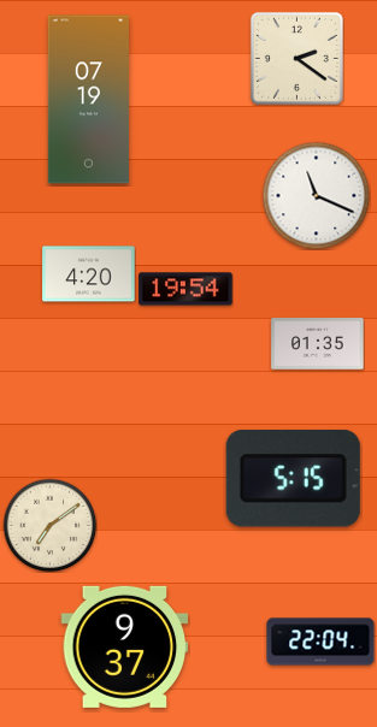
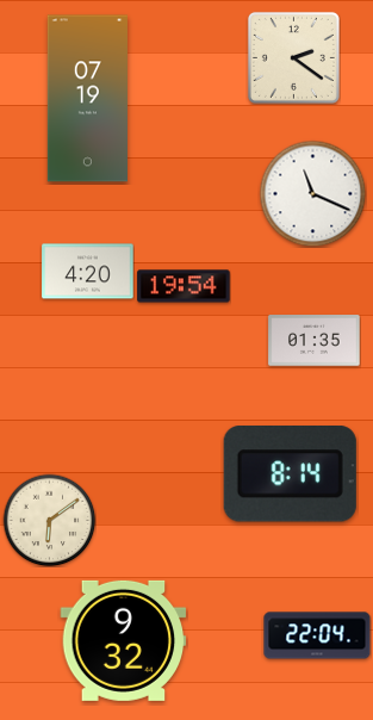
clock at (293, 478): 5:15 -> 8:14
clock at (49, 525): 7:09 -> 6:09
clock at (125, 646): 9:37 -> 9:32
